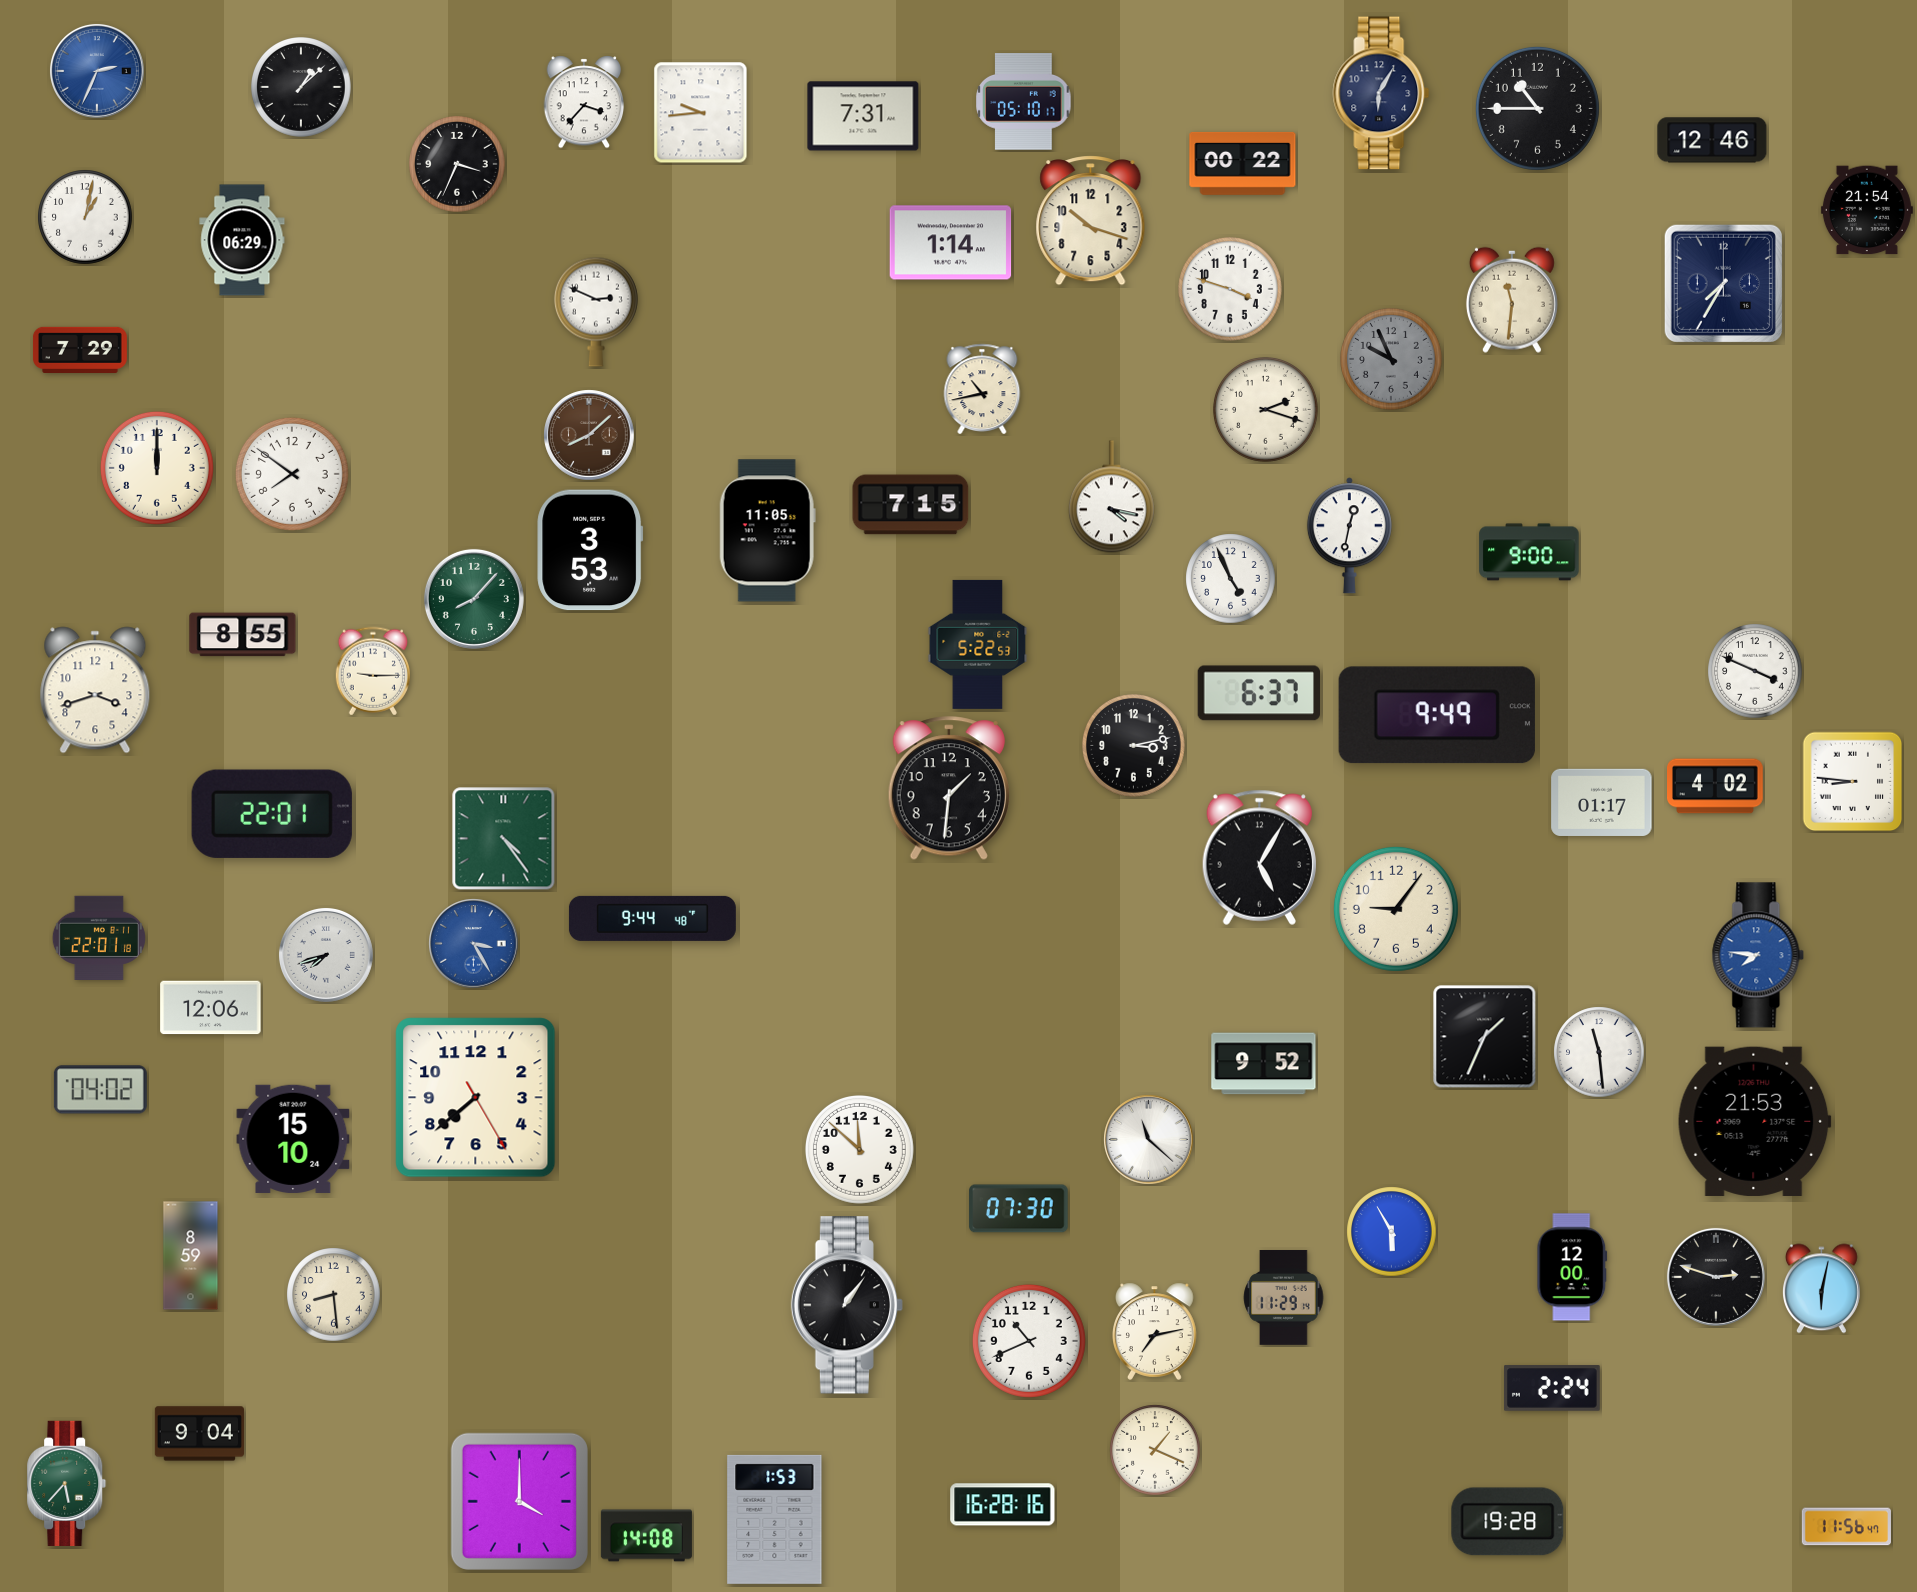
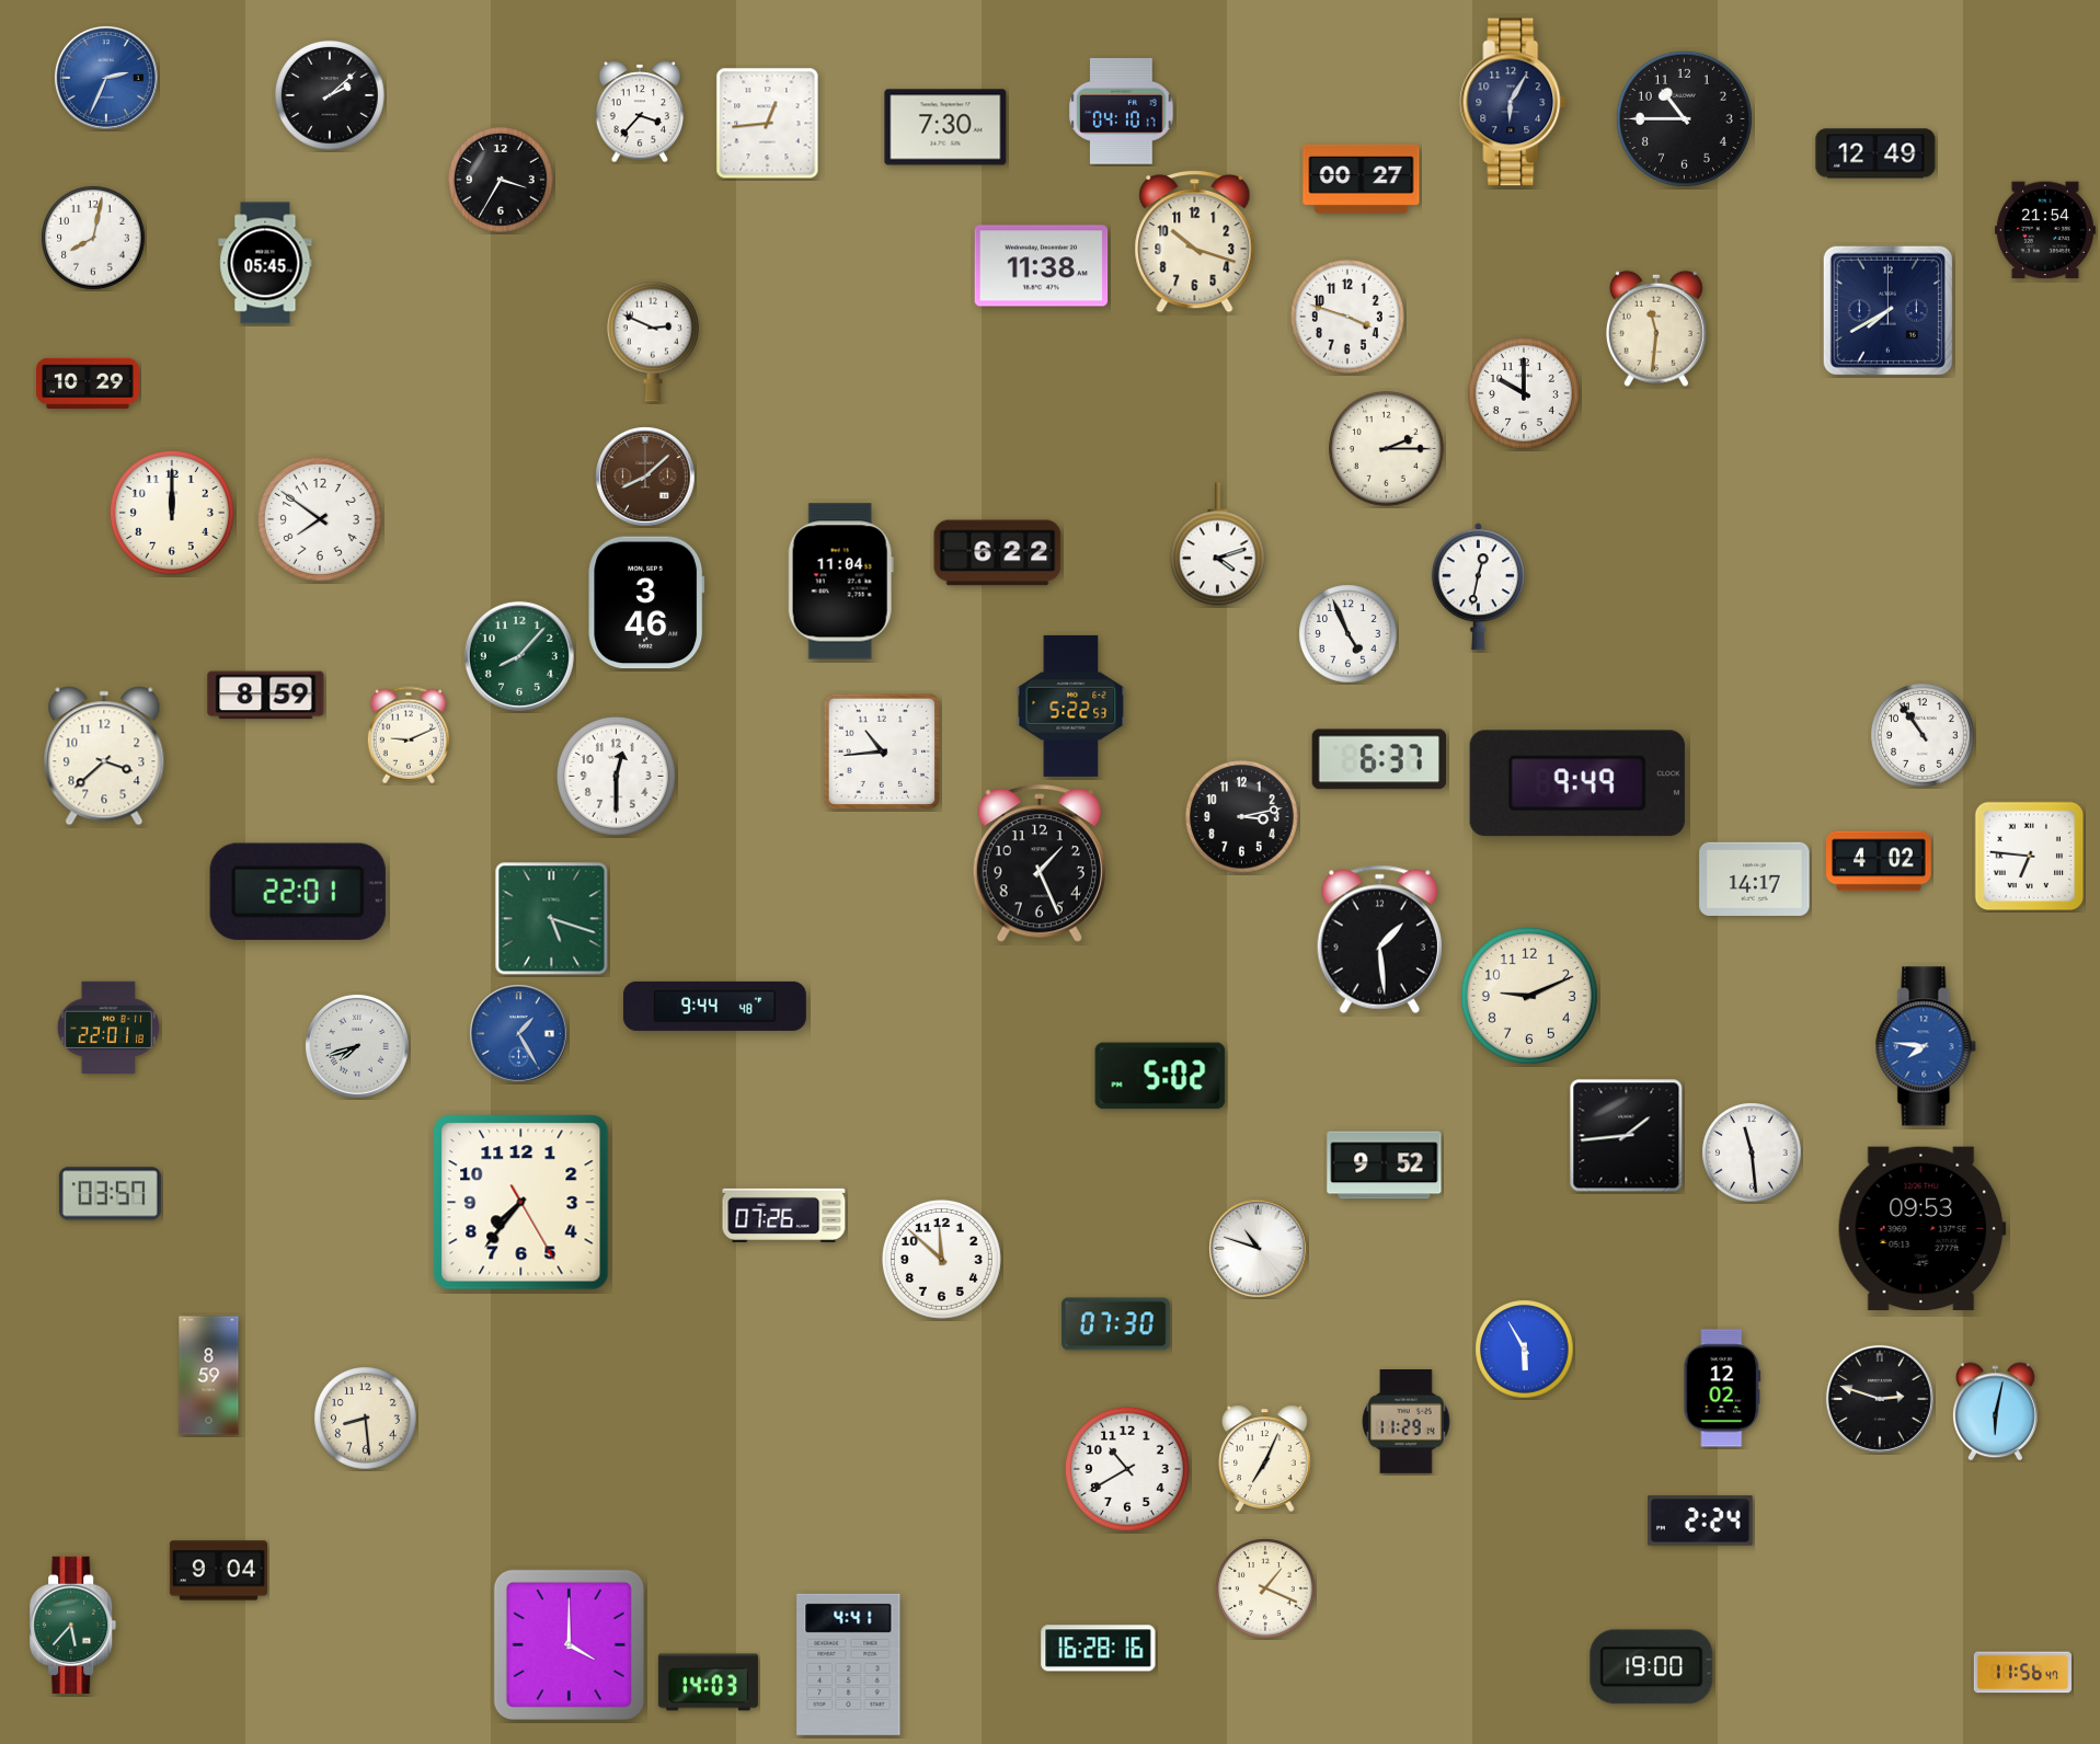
clock at (302, 88): 1:08 -> 2:08
clock at (1024, 102): 05:10 -> 04:10
clock at (701, 113): 9:44 -> 12:44
clock at (863, 116): 7:31 -> 7:30
clock at (1712, 140): 12:46 -> 12:49
clock at (1243, 163): 00:22 -> 00:27
clock at (457, 164): 3:34 -> 3:35
clock at (85, 217): 1:02 -> 8:02
clock at (242, 240): 06:29 -> 05:45
clock at (951, 243): 1:14 -> 11:38
clock at (1723, 283): 7:35 -> 7:40
clock at (80, 349): 7:29 -> 10:29
clock at (1392, 360): 9:56 -> 10:00
clock at (1392, 360) dial: grey -> white
clock at (982, 389): 10:43 -> none
clock at (1266, 410): 2:18 -> 2:15
clock at (1111, 497): 4:17 -> 4:12
clock at (911, 505): 7:15 -> 6:22
clock at (767, 531): 11:05 -> 11:04
clock at (590, 550): 3:53 -> 3:46
clock at (1529, 552): 9:00 -> none
clock at (243, 635): 8:55 -> 8:59
clock at (372, 671): 9:15 -> 9:11
clock at (1755, 671): 3:49 -> 10:54
clock at (881, 750): none -> 10:44
clock at (95, 690): 3:42 -> 3:38
clock at (616, 776): none -> 12:30
clock at (1437, 715) position: (1437, 715) -> (1577, 783)
clock at (1853, 782): 8:46 -> 6:46
clock at (949, 789): 1:31 -> 1:26
clock at (1602, 802): 01:17 -> 14:17
clock at (504, 839): 4:24 -> 5:18
clock at (1259, 857): 5:05 -> 1:29
clock at (1396, 909): 9:06 -> 9:11
clock at (474, 944): 3:25 -> 1:25
clock at (1160, 1076): none -> 5:02
clock at (211, 1008): 12:06 -> none
clock at (1485, 1037): 1:34 -> 1:44
clock at (100, 1090): 04:02 -> 03:57
clock at (476, 1098): 7:38 -> 7:36
clock at (784, 1215): none -> 07:26
clock at (1754, 1121): 21:53 -> 09:53
clock at (293, 1139): 15:10 -> none
clock at (1149, 1140): 11:22 -> 10:48
clock at (1572, 1267): 12:00 -> 12:02
clock at (846, 1305): 1:06 -> none
clock at (1155, 1331): 7:13 -> 7:04
clock at (1029, 1341): 10:41 -> 10:40
clock at (775, 1519): 1:53 -> 4:41
clock at (1508, 1522): 19:28 -> 19:00
clock at (646, 1536): 14:08 -> 14:03
